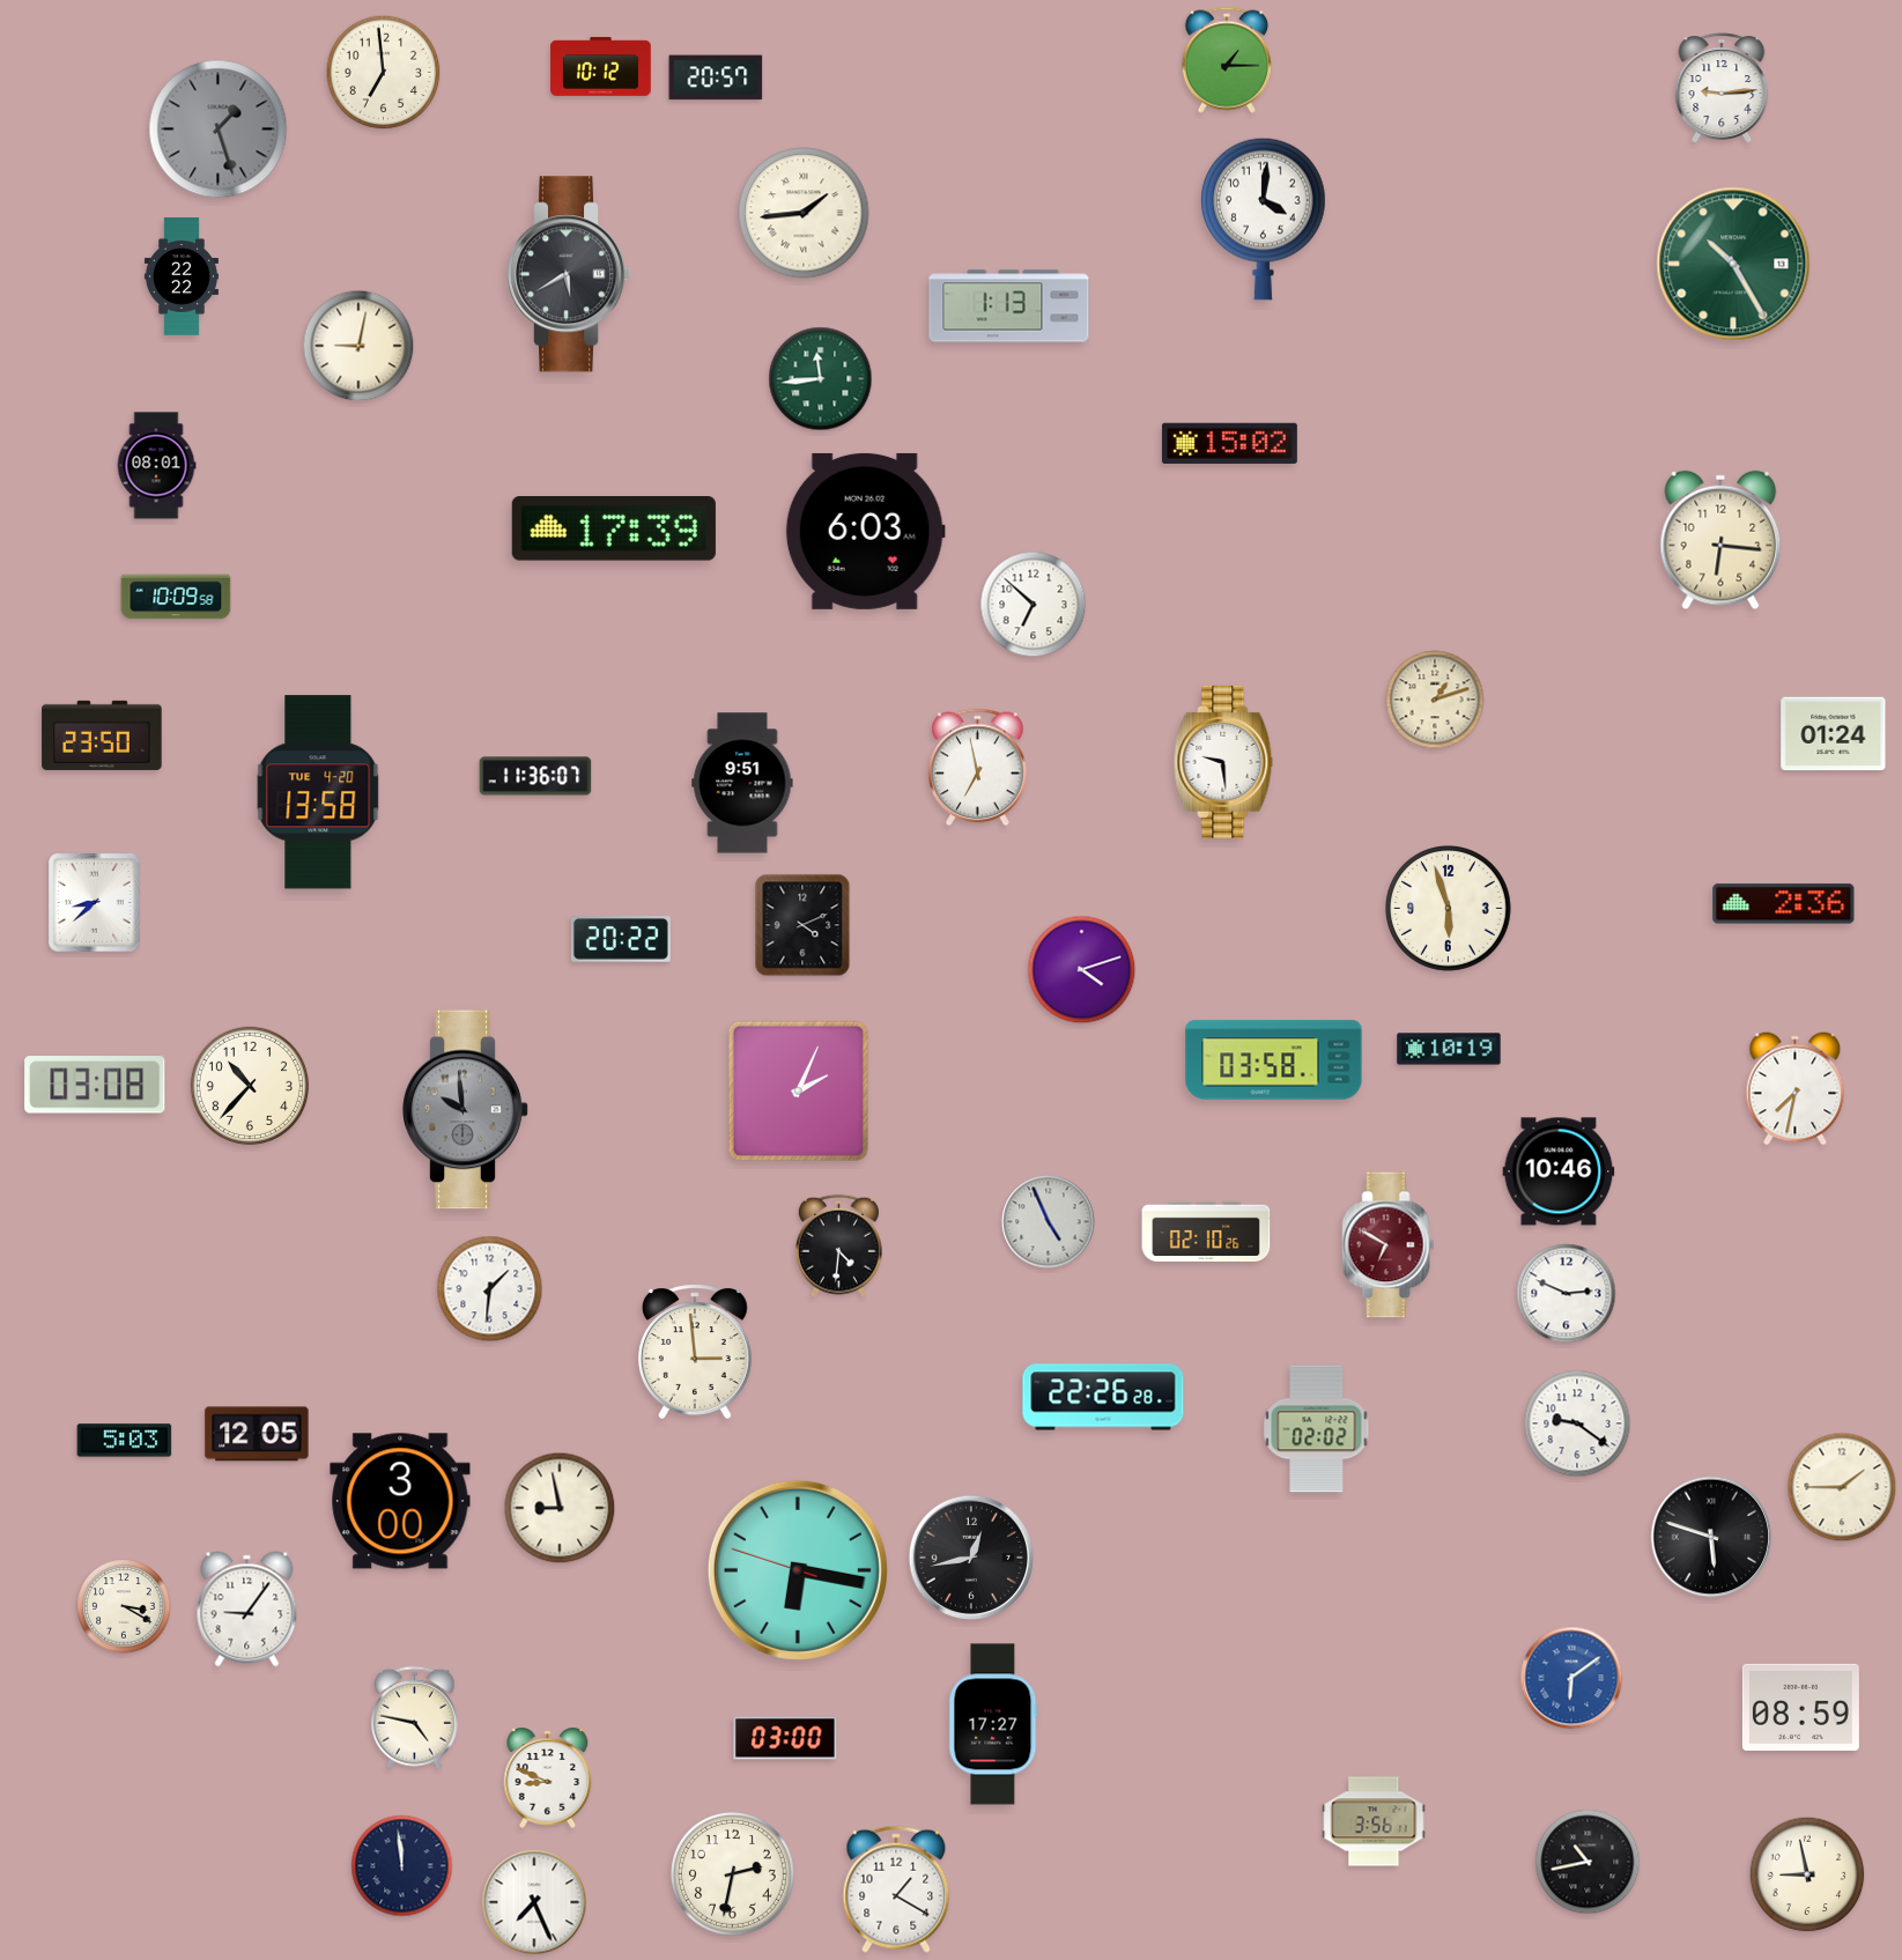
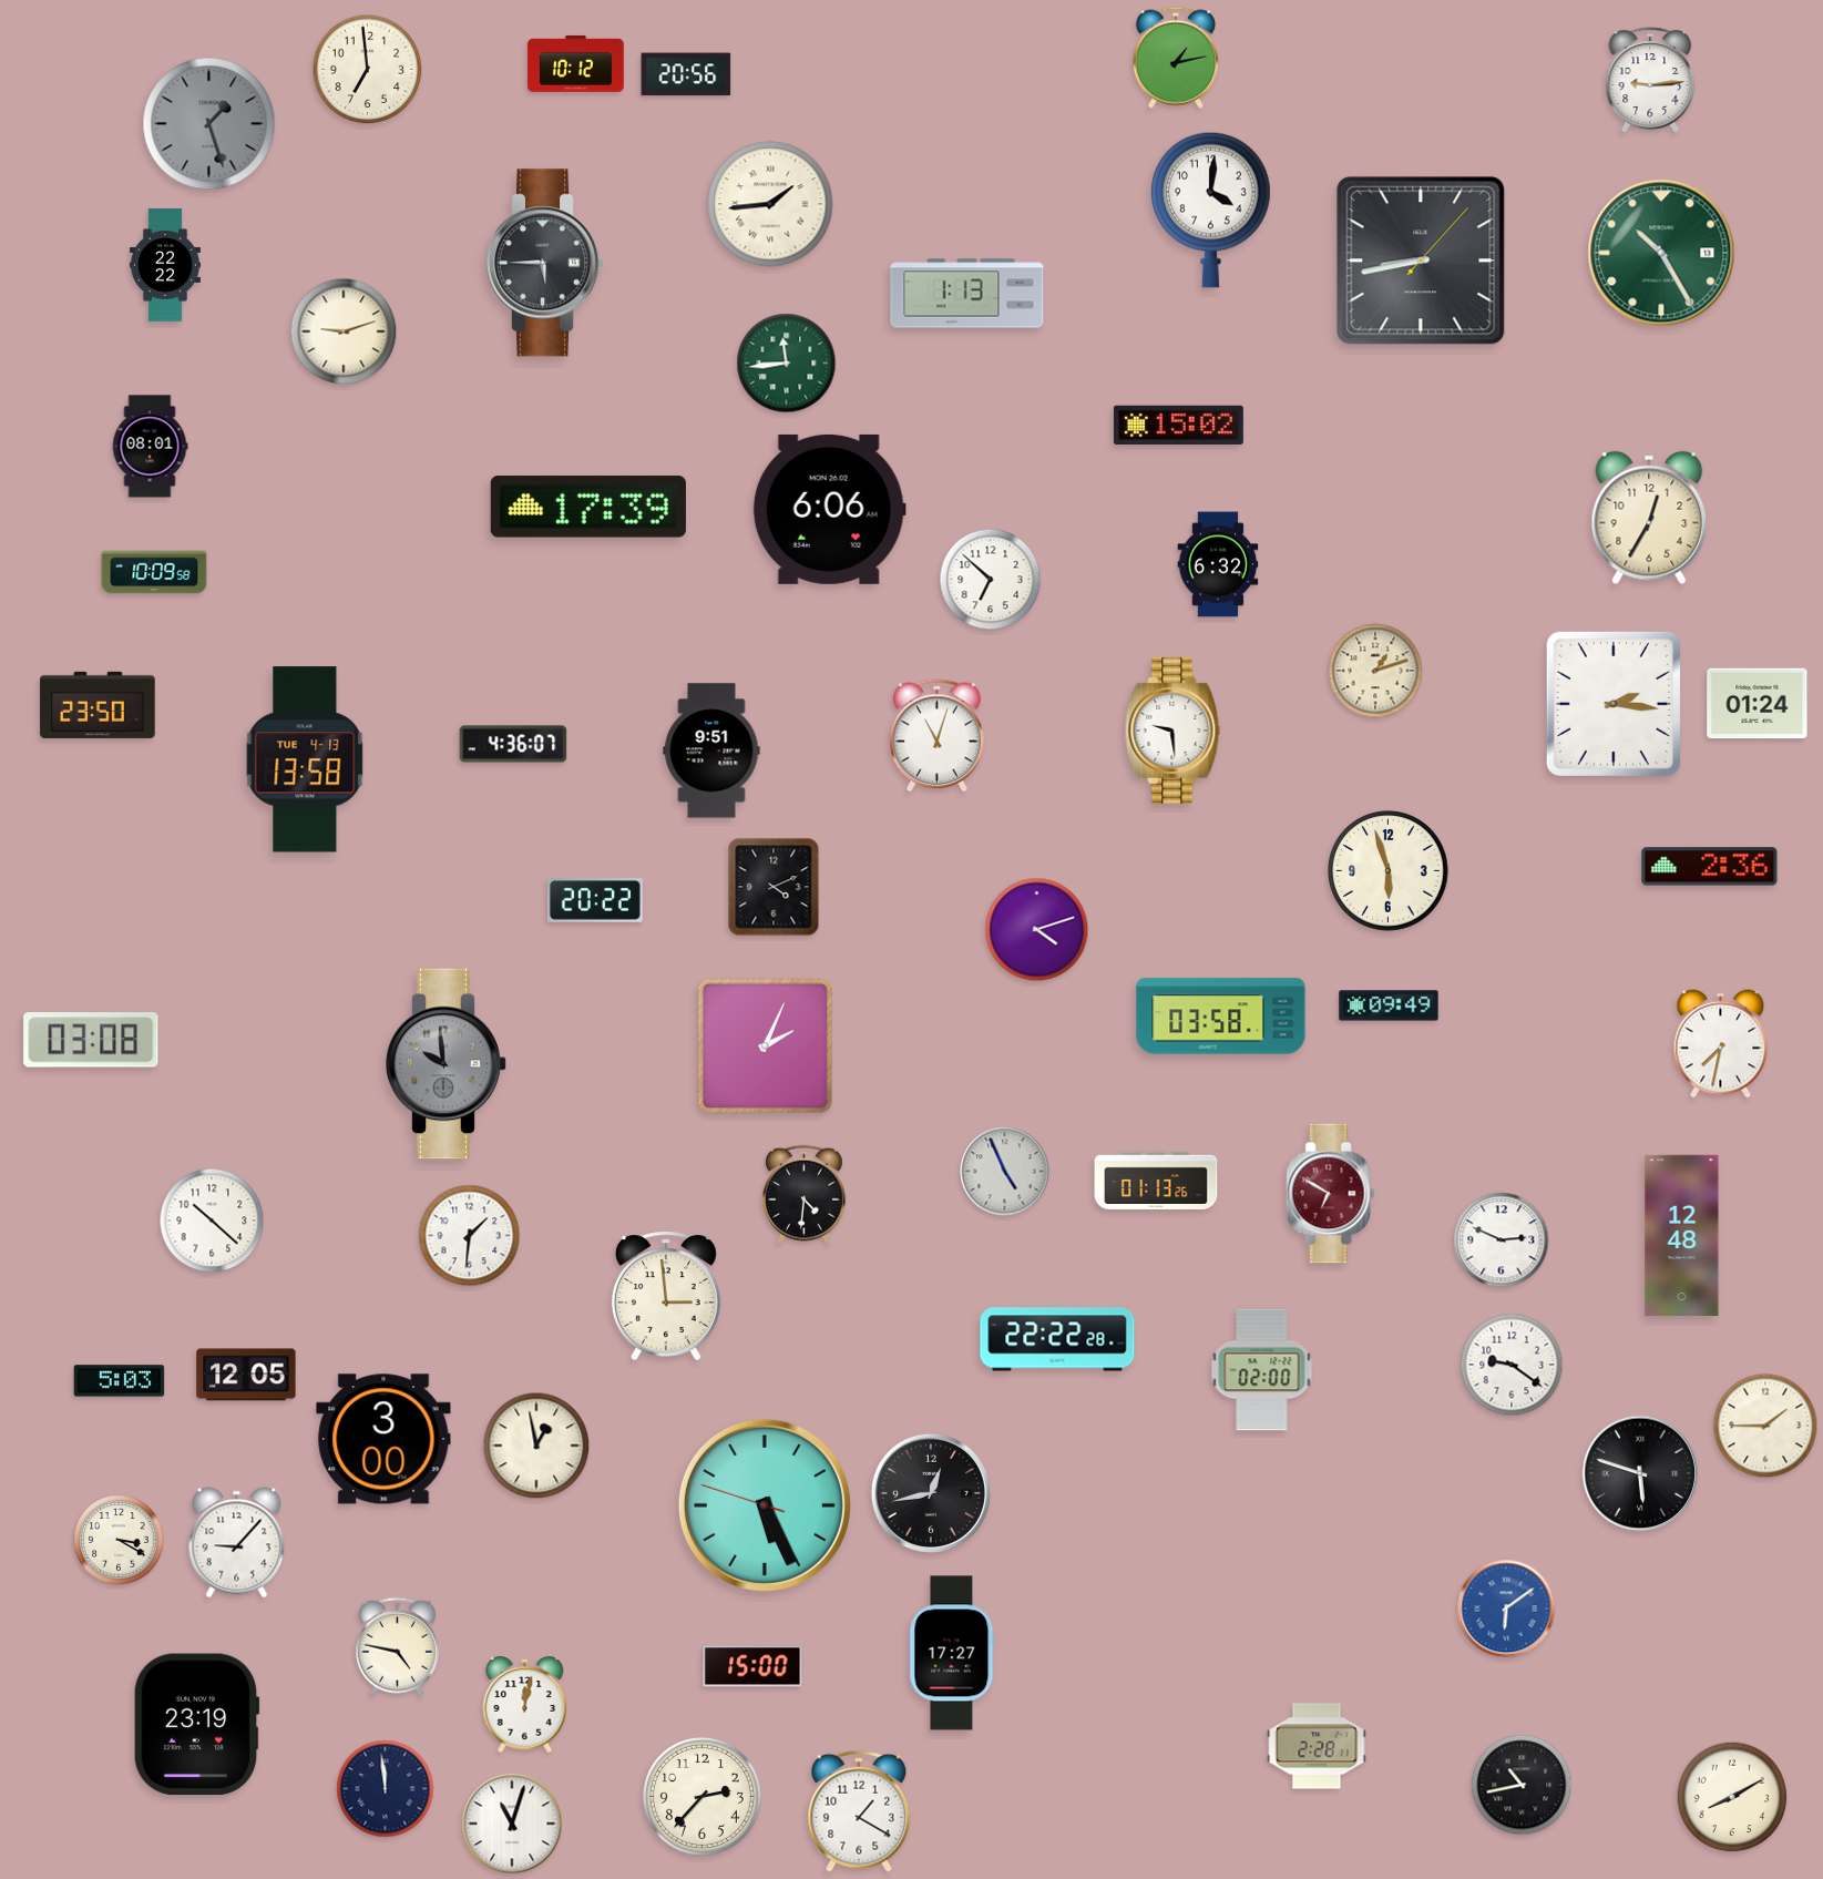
clock at (1227, 60): 1:15 -> 1:13
clock at (716, 77): 20:57 -> 20:56
clock at (1722, 88) position: (1722, 88) -> (1650, 80)
clock at (1421, 261): none -> 8:43
clock at (570, 274): 5:40 -> 5:45
clock at (182, 276) position: (182, 276) -> (165, 265)
clock at (358, 346): 9:02 -> 9:12
clock at (865, 531): 6:03 -> 6:06
clock at (1720, 540): 6:16 -> 12:35
clock at (1218, 564): none -> 6:32
clock at (176, 597) position: (176, 597) -> (154, 572)
clock at (1614, 704): none -> 2:16
clock at (978, 768): 6:58 -> 11:03
clock at (535, 776): 11:36 -> 4:36
clock at (318, 792) date: TUE 4-20 -> TUE 4-13
clock at (95, 903): 8:38 -> none
clock at (802, 925) position: (802, 925) -> (774, 887)
clock at (1449, 1049): 10:19 -> 09:49
clock at (250, 1086): 10:37 -> none
clock at (1559, 1171): 10:46 -> none
clock at (1206, 1230): 02:10 -> 01:13
clock at (212, 1221): none -> 10:22
clock at (1682, 1235): none -> 12:48
clock at (1103, 1397): 22:26 -> 22:22
clock at (1317, 1429): 02:02 -> 02:00
clock at (560, 1508): 8:58 -> 12:58
clock at (798, 1570): 6:16 -> 5:25
clock at (247, 1610): 9:06 -> 9:07
clock at (1800, 1707): 08:59 -> none
clock at (785, 1738): 03:00 -> 15:00
clock at (548, 1777): 8:49 -> 12:02
clock at (196, 1725): none -> 23:19
clock at (1374, 1821): 3:56 -> 2:28
clock at (732, 1873): 2:32 -> 2:37
clock at (1807, 1874): 8:58 -> 8:10
clock at (534, 1902): 7:26 -> 11:03
